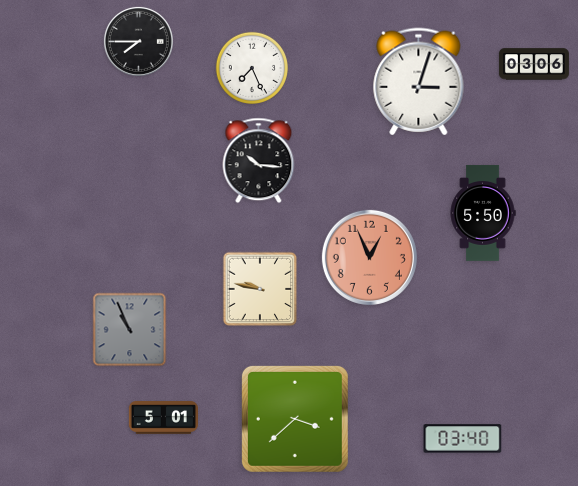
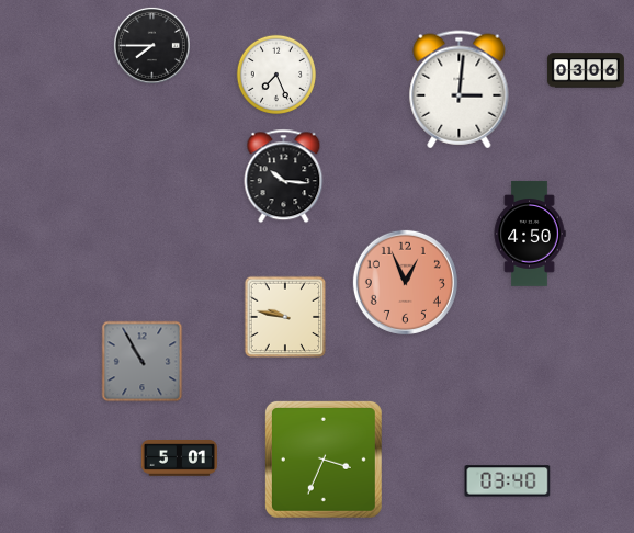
clock at (419, 82): 3:03 -> 3:01
clock at (483, 213): 5:50 -> 4:50
clock at (130, 330): 10:56 -> 10:55
clock at (295, 419): 3:38 -> 3:34
